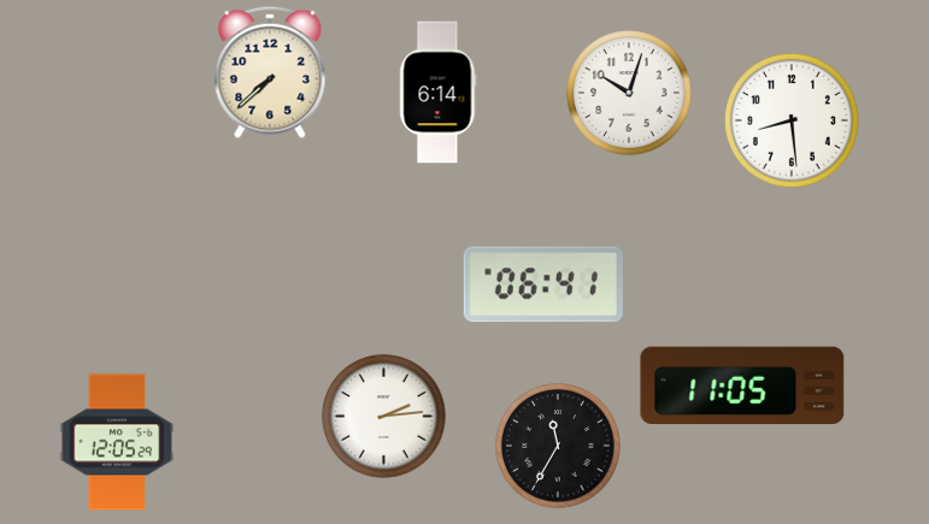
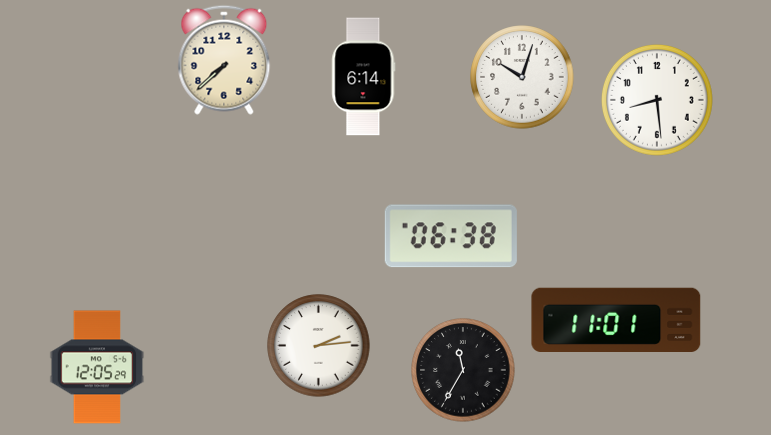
clock at (543, 284): 06:41 -> 06:38
clock at (742, 384): 11:05 -> 11:01
